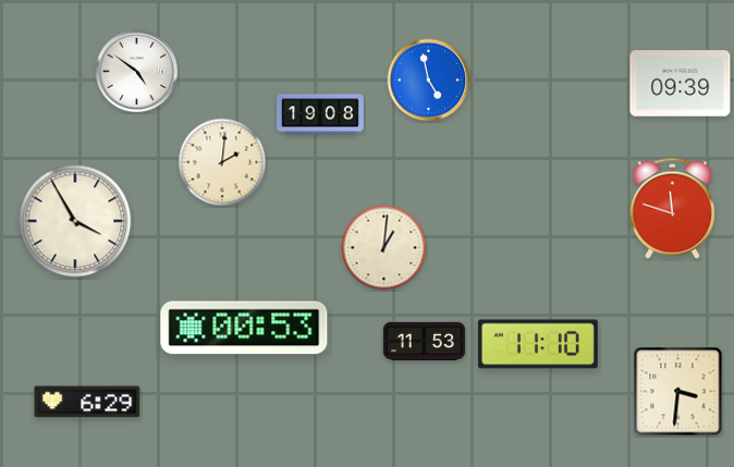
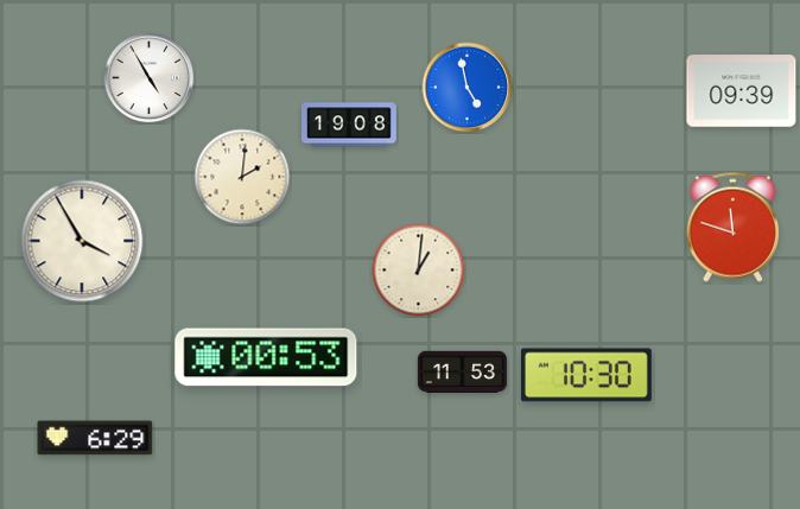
clock at (137, 72): 4:51 -> 4:55
clock at (538, 344): 11:10 -> 10:30
clock at (678, 392): 3:31 -> none
